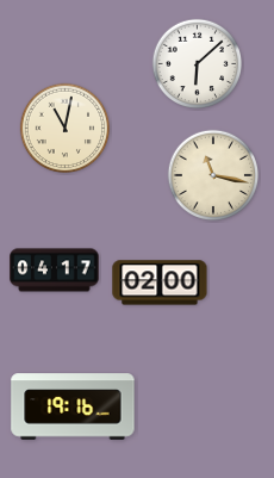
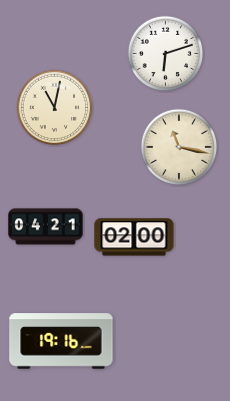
clock at (198, 64): 6:08 -> 6:12
clock at (55, 271): 04:17 -> 04:21
